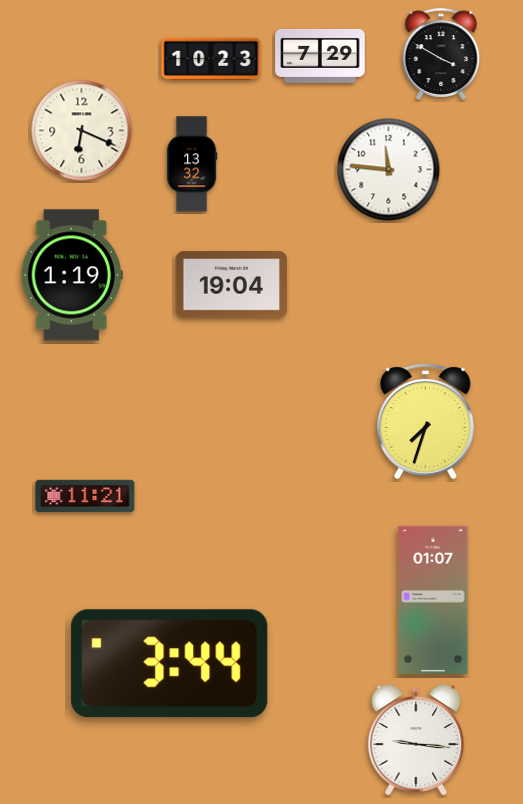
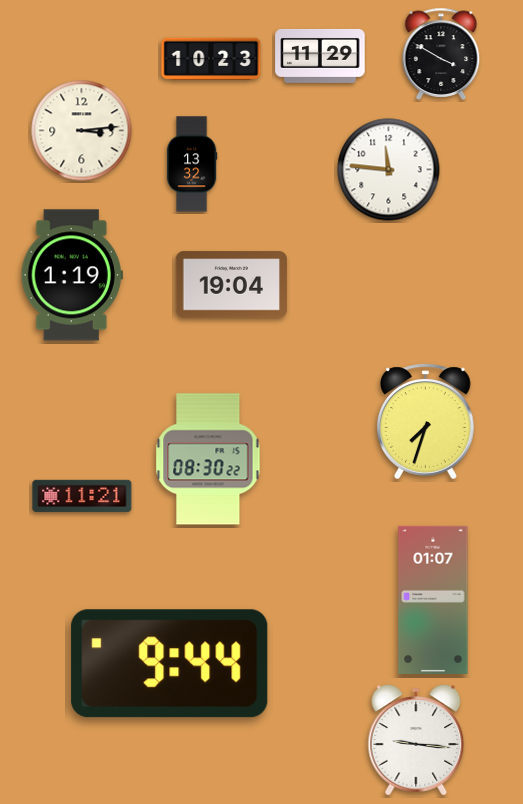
clock at (320, 56): 7:29 -> 11:29
clock at (82, 131): 6:19 -> 3:14
clock at (208, 459): none -> 08:30
clock at (85, 496) position: (85, 496) -> (82, 496)
clock at (170, 664): 3:44 -> 9:44
